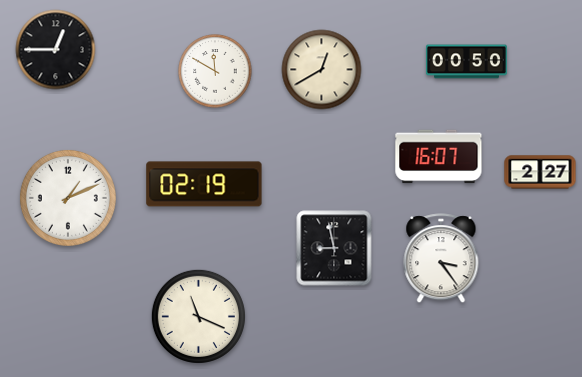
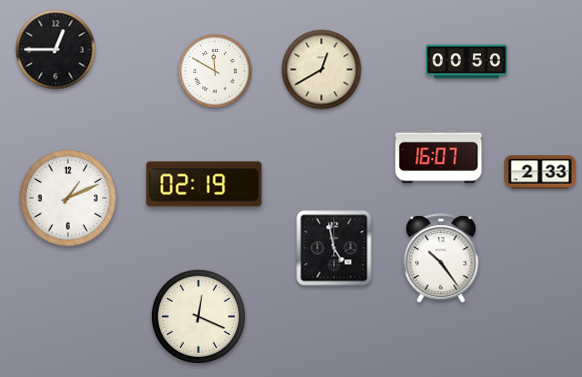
clock at (540, 172): 2:27 -> 2:33
clock at (334, 248): 8:58 -> 4:58
clock at (441, 259): 3:24 -> 10:24
clock at (198, 316): 11:19 -> 12:19
